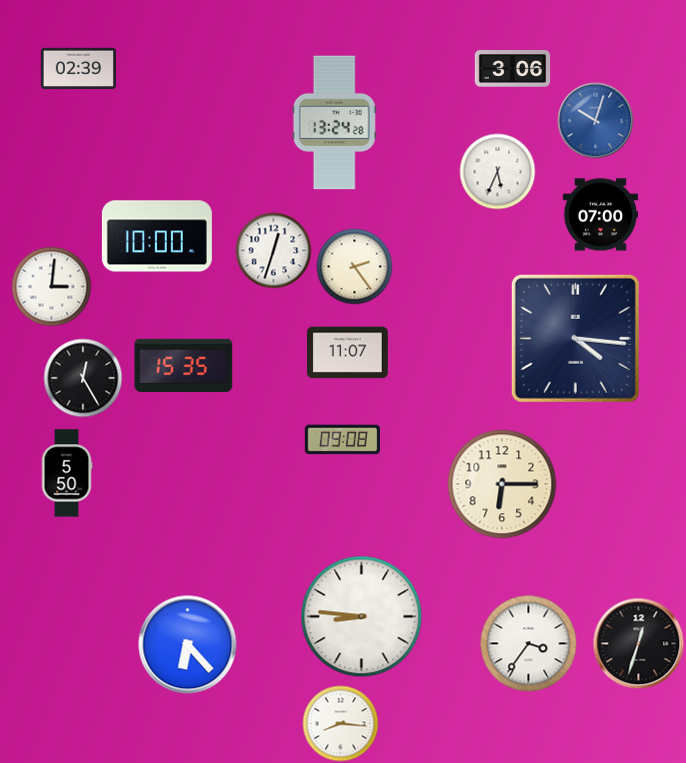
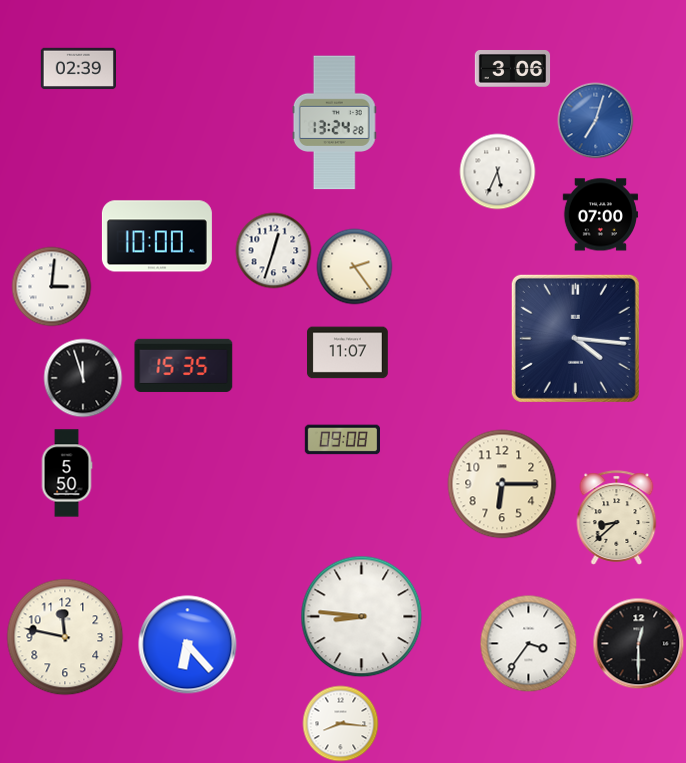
clock at (596, 121): 10:03 -> 7:03
clock at (83, 378): 12:25 -> 11:57
clock at (617, 518): none -> 8:38
clock at (65, 637): none -> 11:47
clock at (639, 644): 12:33 -> 12:30
